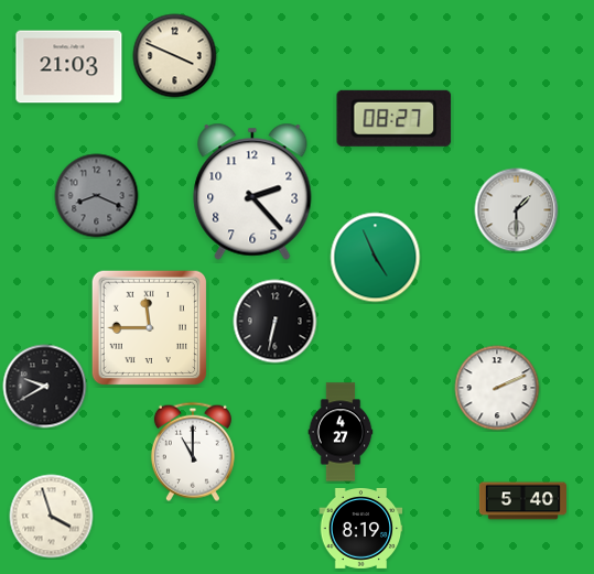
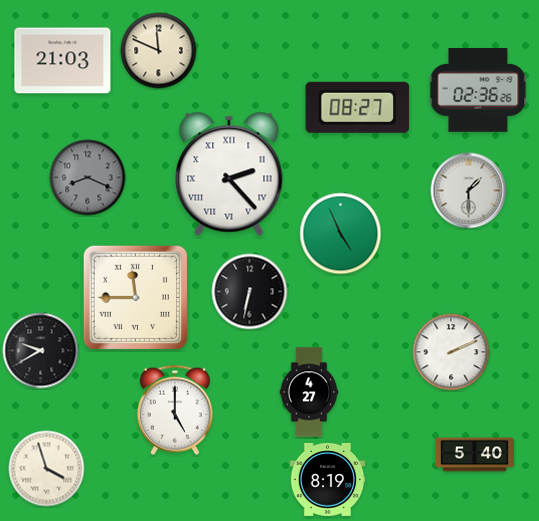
clock at (175, 56): 3:49 -> 11:49
clock at (478, 90): none -> 02:36
clock at (252, 192) numerals: Arabic -> Roman
clock at (193, 452): 11:00 -> 5:00
